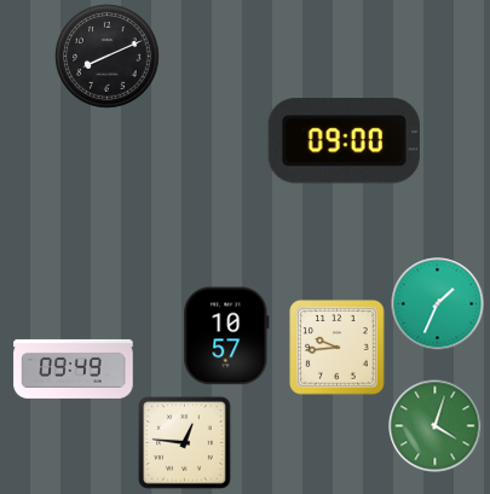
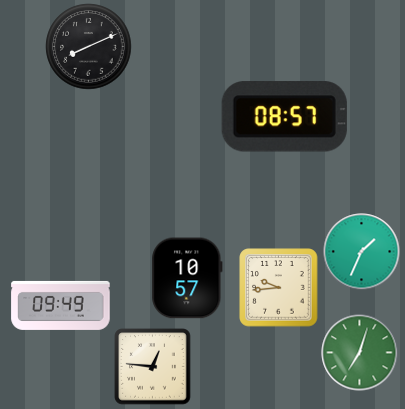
clock at (344, 141): 09:00 -> 08:57
clock at (436, 426): 4:03 -> 7:03
